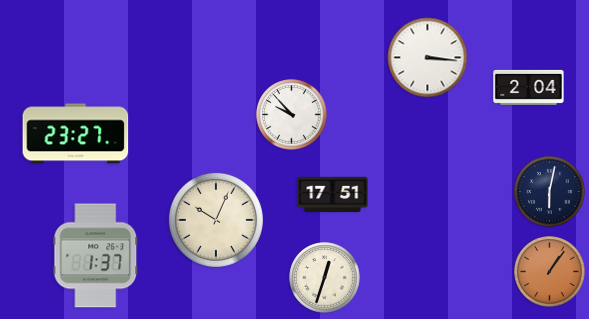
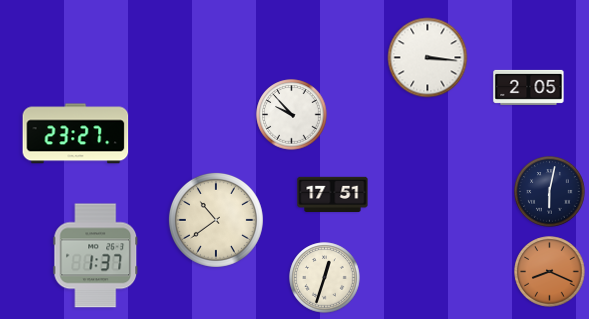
clock at (529, 87): 2:04 -> 2:05
clock at (216, 220): 10:04 -> 10:39
clock at (550, 272): 1:06 -> 8:19
